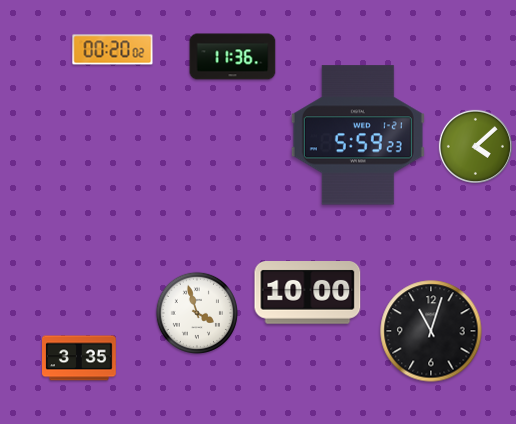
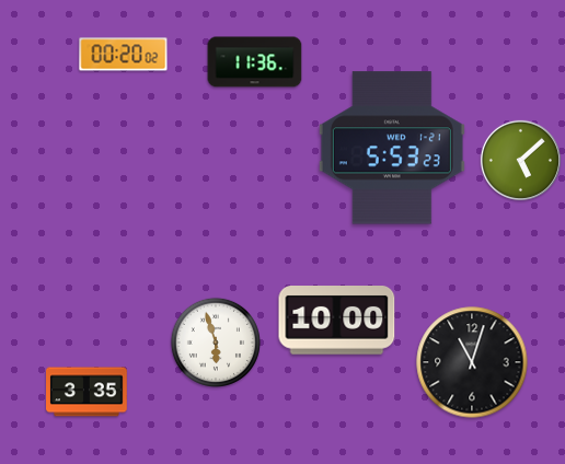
clock at (358, 135): 5:59 -> 5:53
clock at (475, 146): 4:08 -> 5:08
clock at (196, 312): 3:57 -> 5:57
